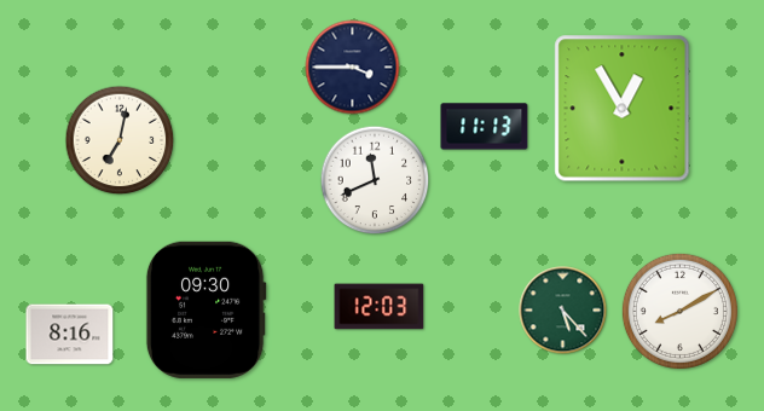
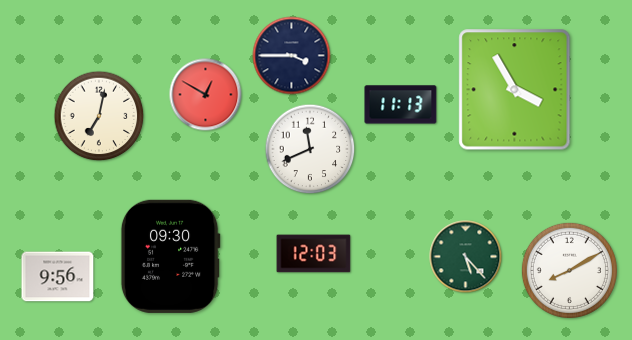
clock at (623, 109): 12:55 -> 3:55
clock at (206, 95): none -> 12:50
clock at (679, 311) position: (679, 311) -> (569, 270)
clock at (70, 335): 8:16 -> 9:56
